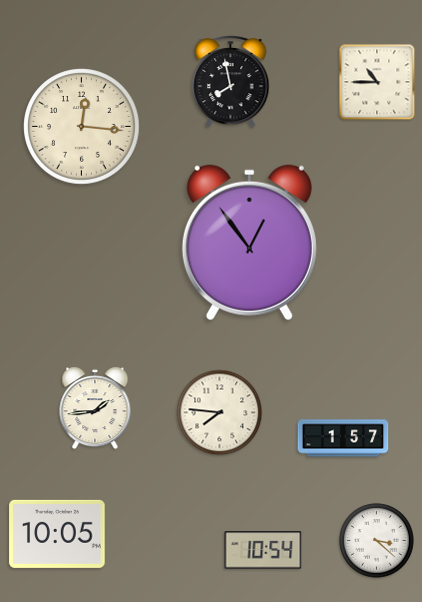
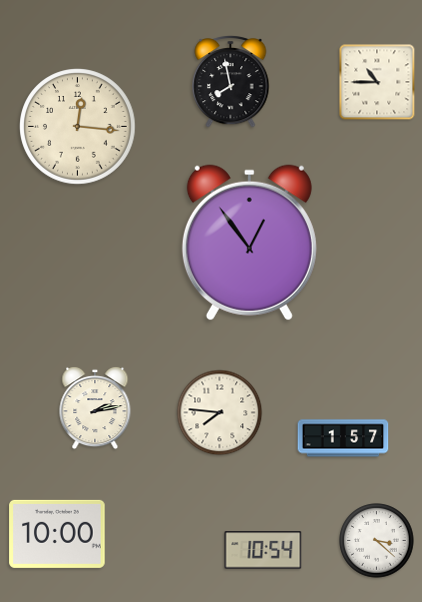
clock at (82, 127) position: (82, 127) -> (78, 127)
clock at (95, 408): 1:44 -> 2:13
clock at (57, 534): 10:05 -> 10:00
